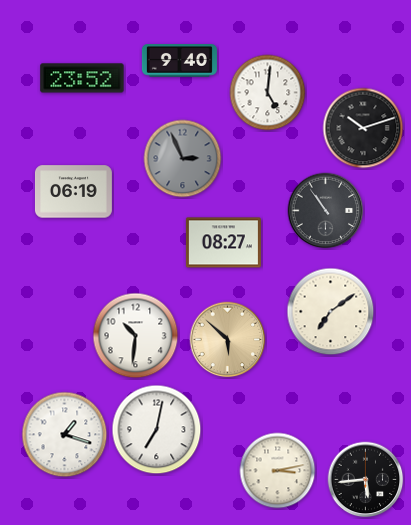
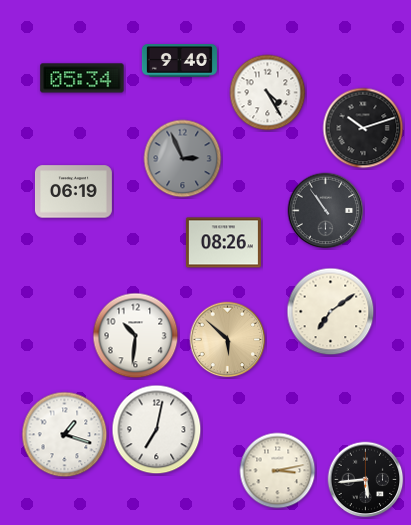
clock at (82, 78): 23:52 -> 05:34
clock at (268, 93): 5:01 -> 4:25
clock at (223, 243): 08:27 -> 08:26
